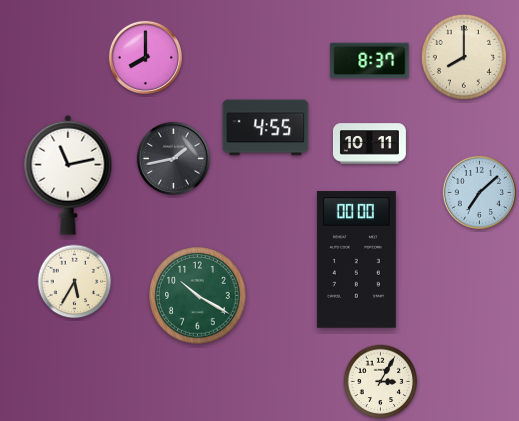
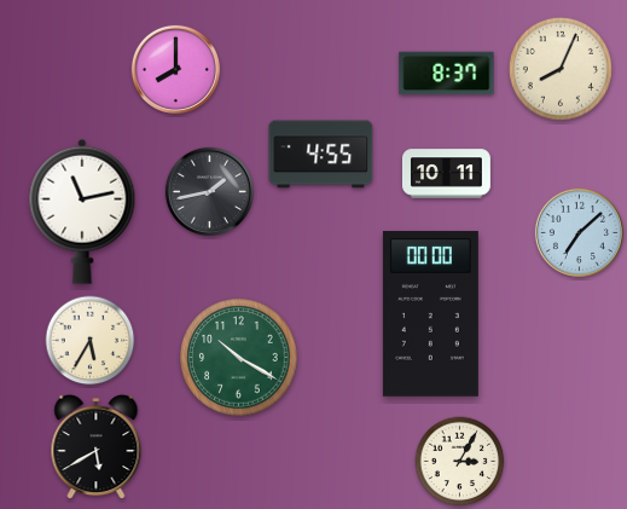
clock at (464, 57): 8:00 -> 8:04
clock at (97, 447): none -> 5:40
